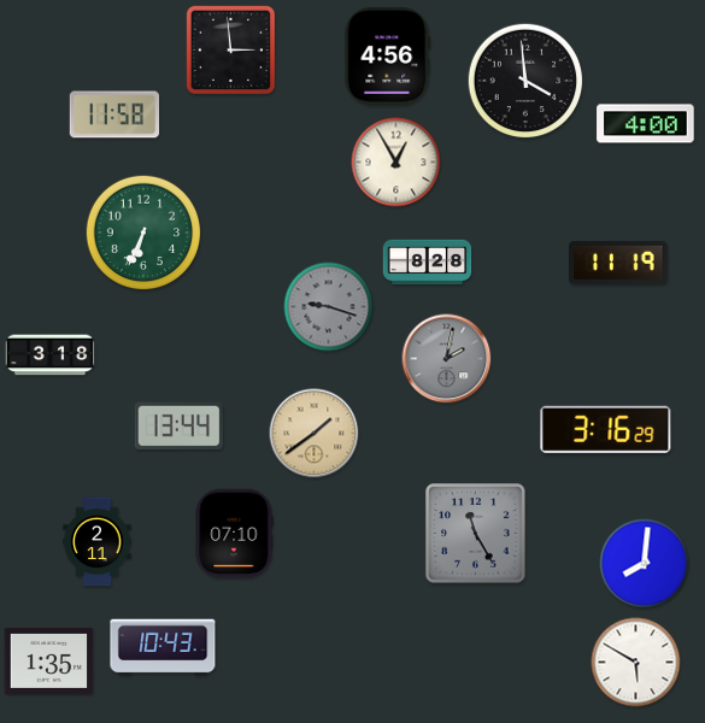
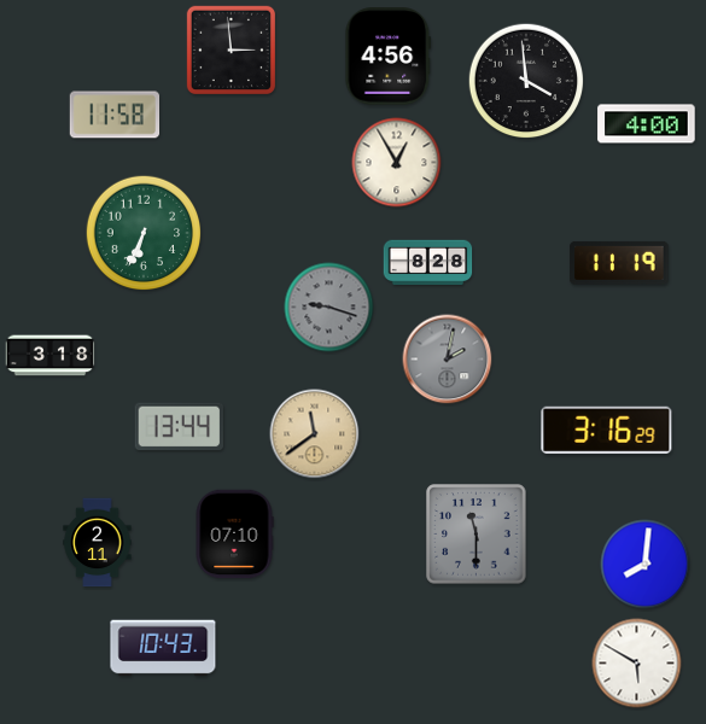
clock at (315, 434): 1:39 -> 11:39
clock at (476, 534): 11:25 -> 11:30
clock at (49, 660): 1:35 -> none
